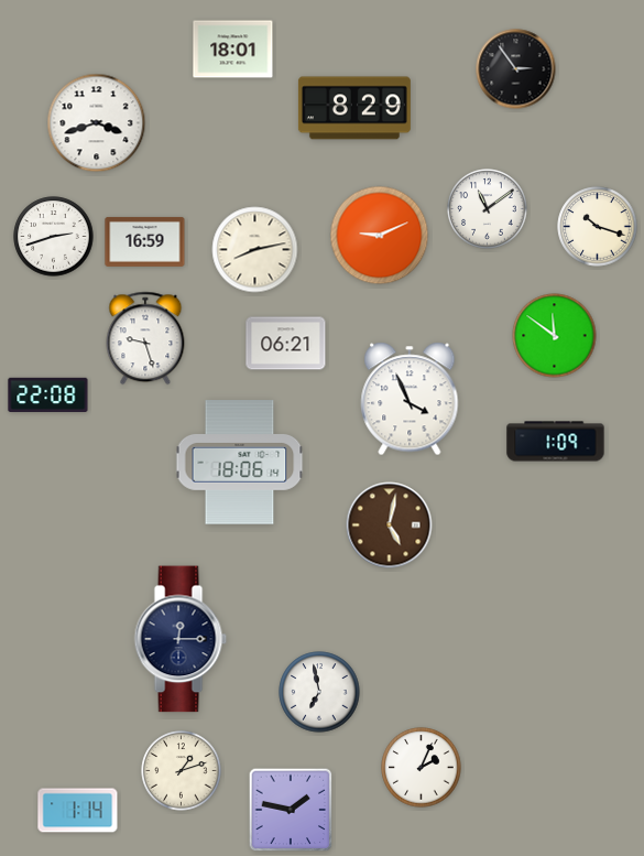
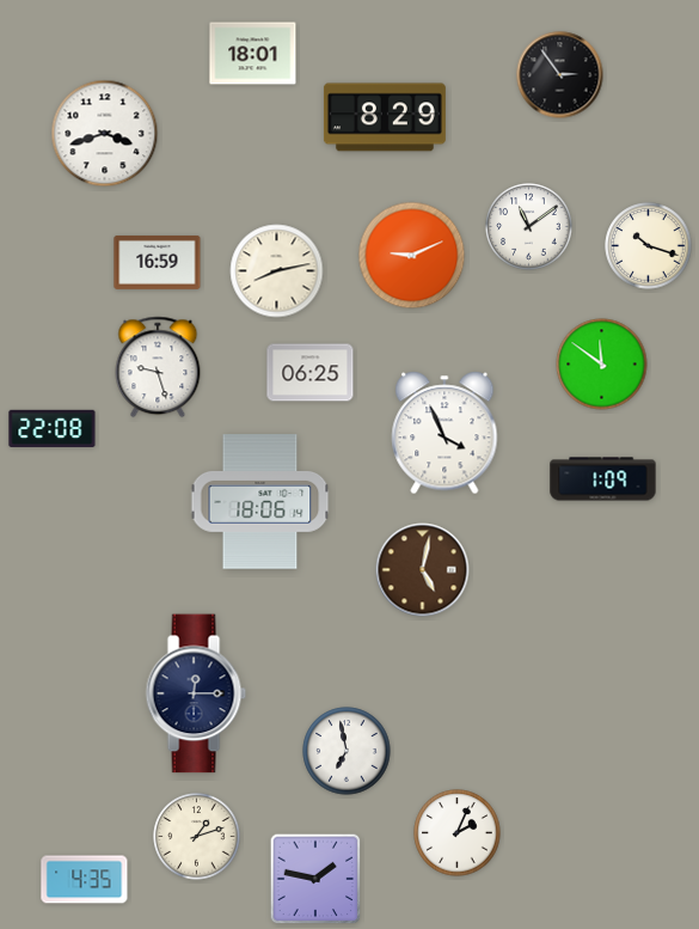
clock at (54, 237): 2:42 -> none
clock at (286, 344): 06:21 -> 06:25
clock at (78, 811): 1:14 -> 4:35
